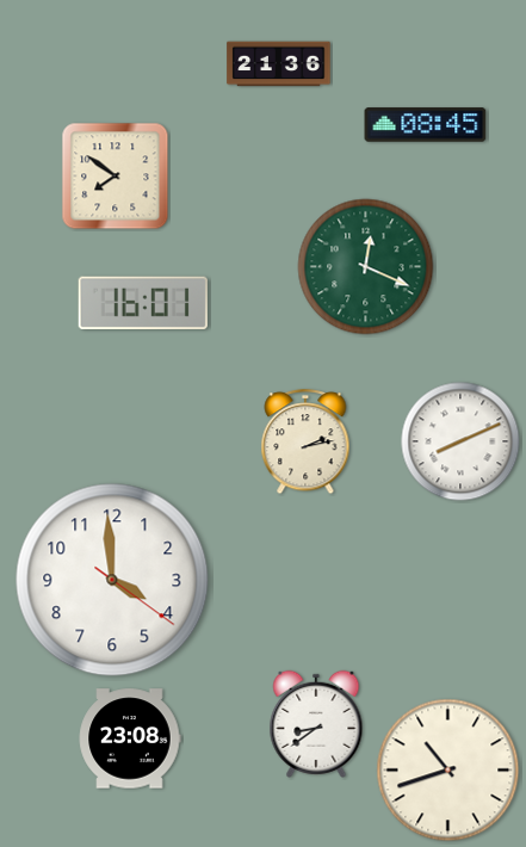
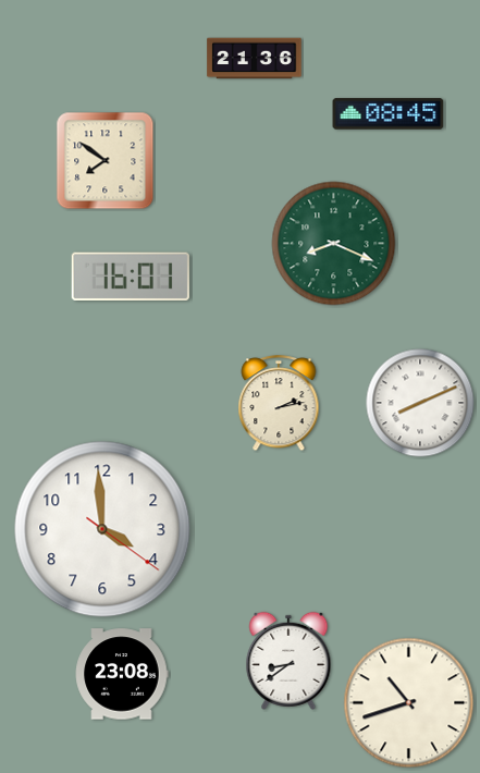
clock at (366, 267): 12:19 -> 8:19
clock at (130, 738) position: (130, 738) -> (122, 674)
